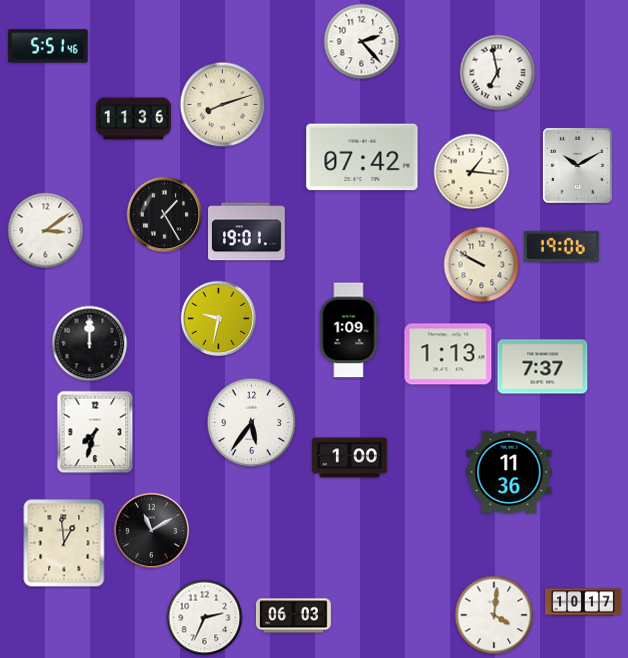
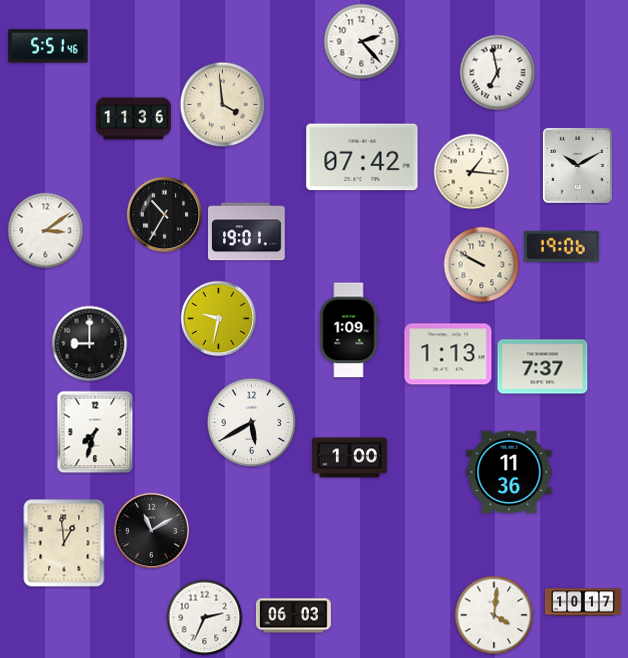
clock at (223, 105): 8:12 -> 3:59
clock at (165, 215): 1:25 -> 10:35
clock at (90, 344): 12:00 -> 9:00
clock at (252, 423): 5:36 -> 5:40
